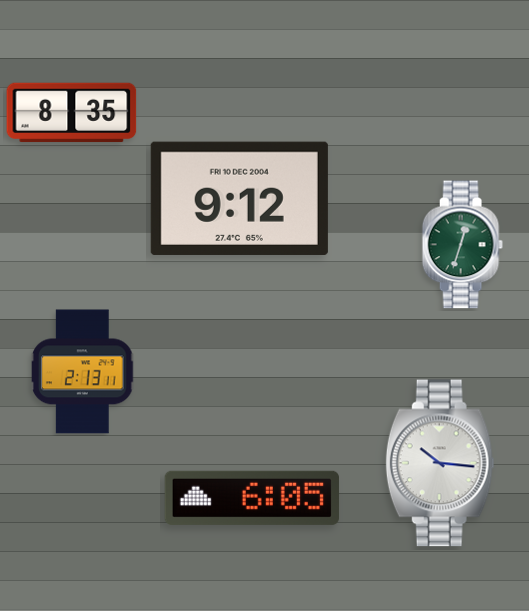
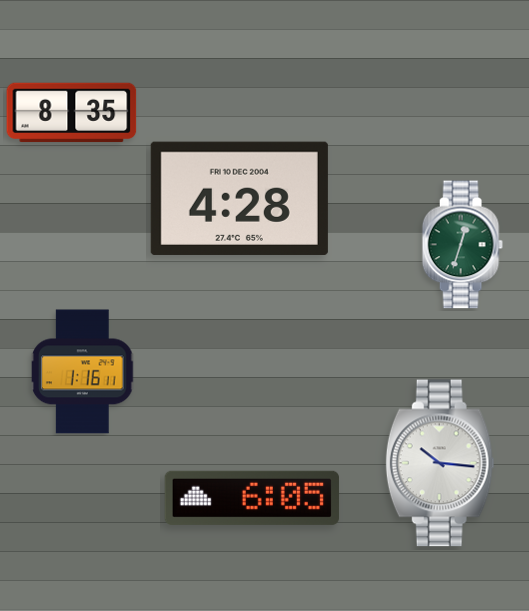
clock at (239, 198): 9:12 -> 4:28
clock at (84, 372): 2:13 -> 1:16
